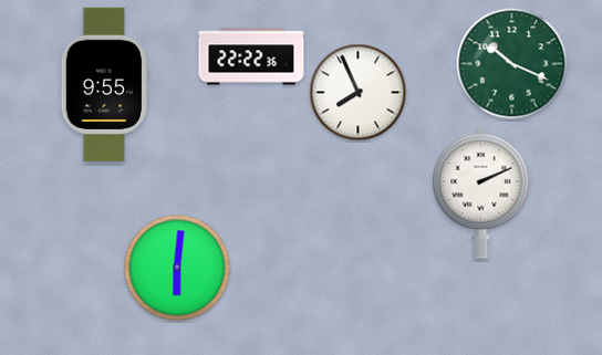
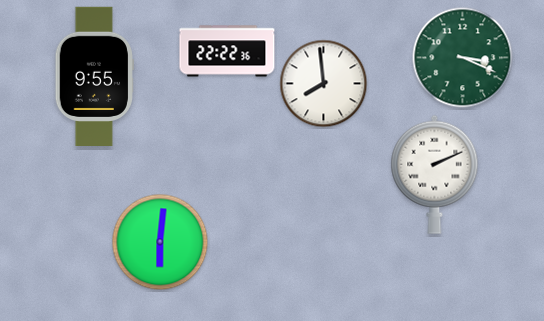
clock at (512, 64): 10:19 -> 3:19
clock at (359, 93): 7:56 -> 7:59
